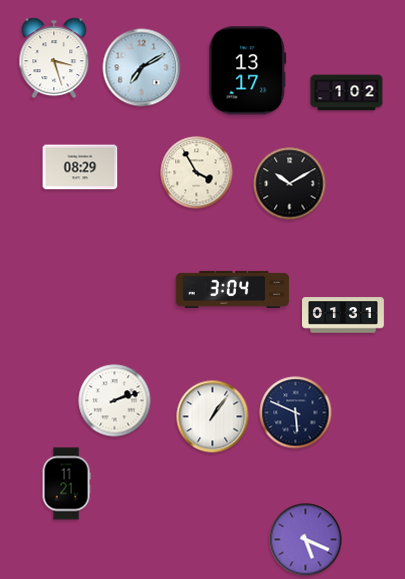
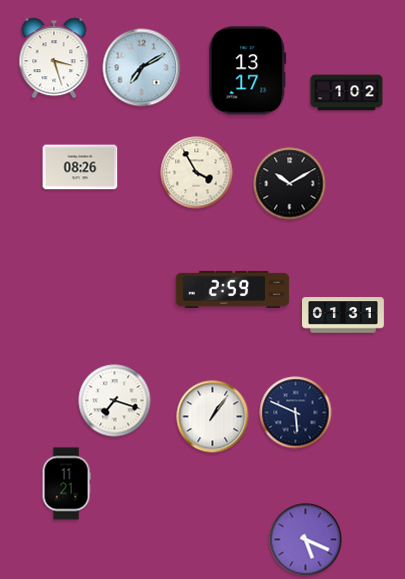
clock at (80, 167): 08:29 -> 08:26
clock at (233, 289): 3:04 -> 2:59
clock at (115, 401): 2:12 -> 7:18
